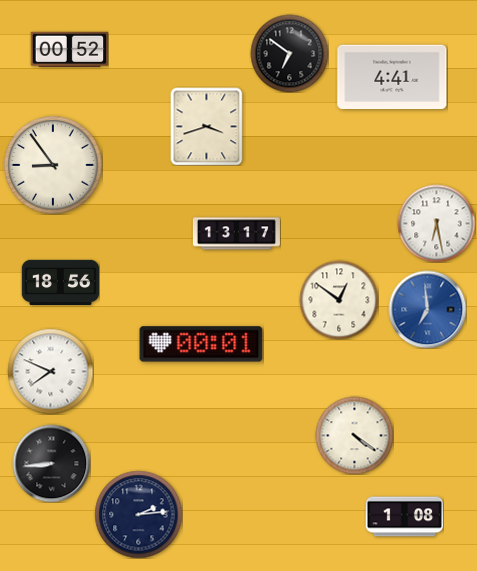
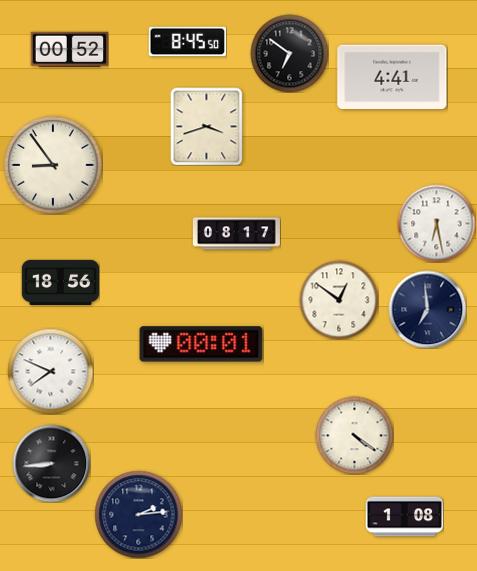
clock at (187, 42): none -> 8:45
clock at (236, 234): 13:17 -> 08:17
clock at (427, 309) dial: blue -> navy
